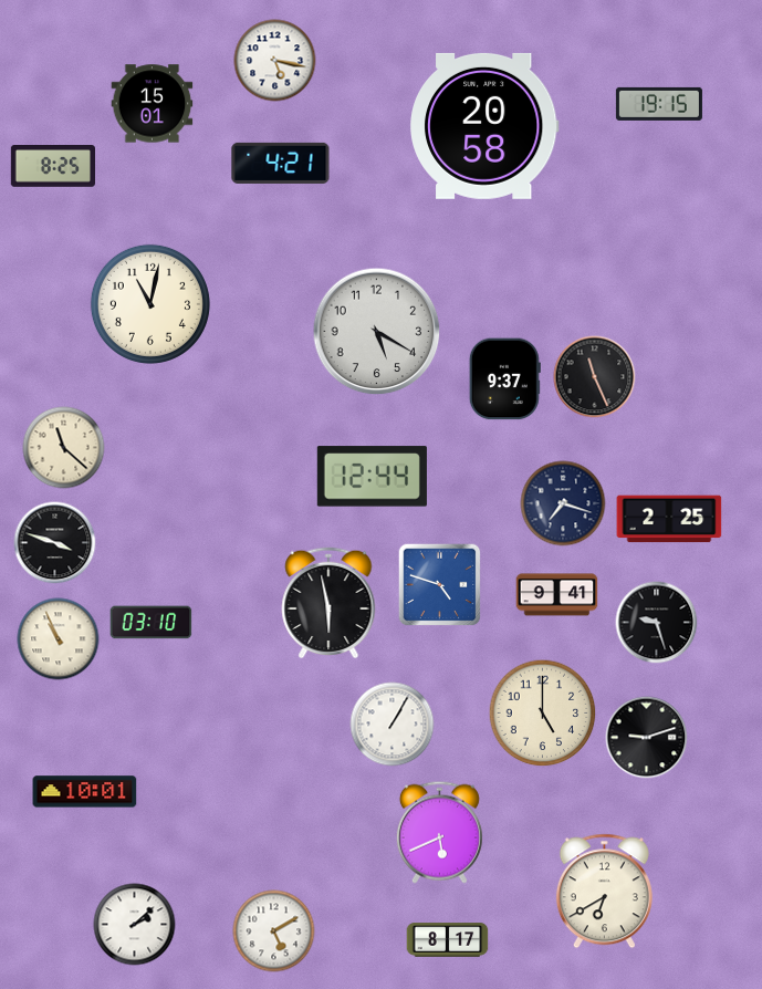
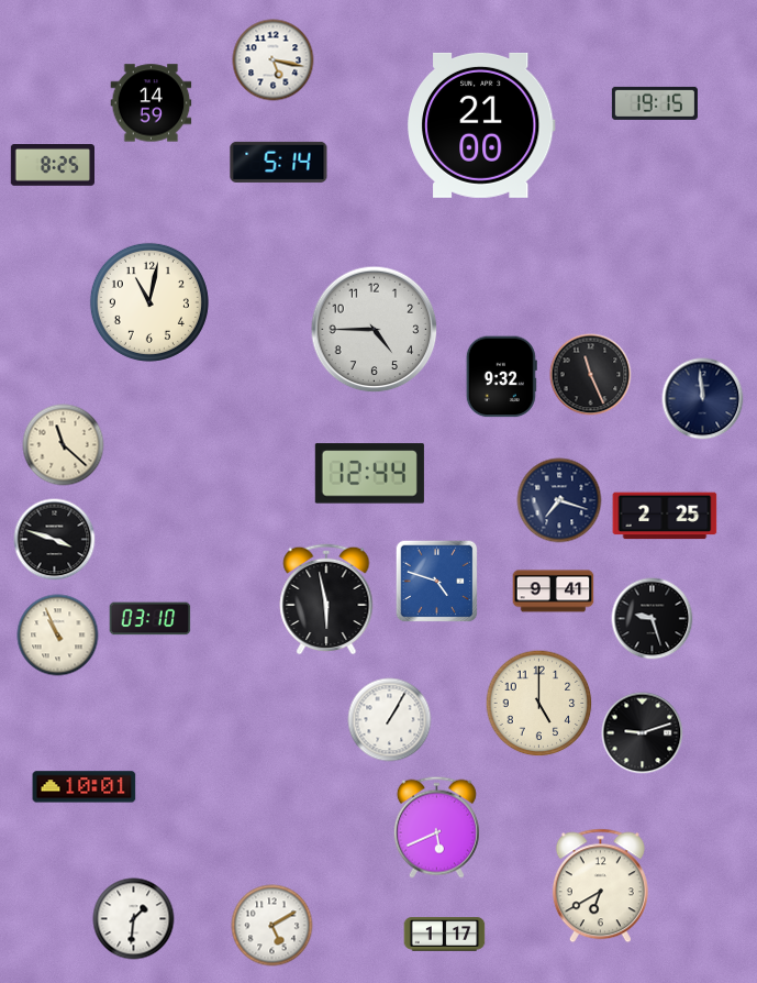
clock at (153, 104): 15:01 -> 14:59
clock at (484, 126): 20:58 -> 21:00
clock at (281, 163): 4:21 -> 5:14
clock at (377, 332): 5:20 -> 4:45
clock at (504, 379): 9:37 -> 9:32
clock at (703, 399): none -> 11:59
clock at (543, 714) position: (543, 714) -> (539, 704)
clock at (135, 925): 2:08 -> 1:31
clock at (448, 940): 8:17 -> 1:17
